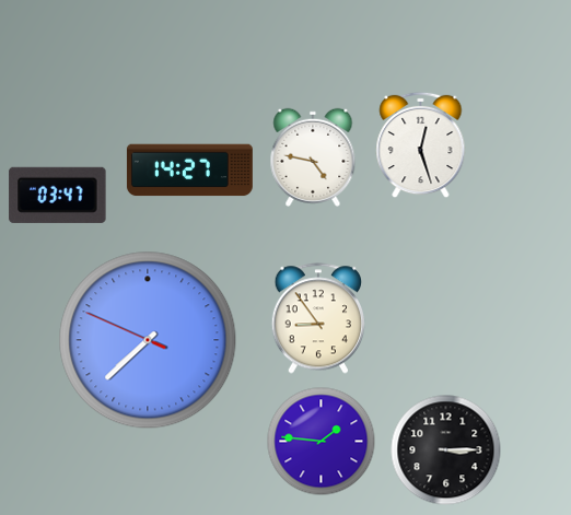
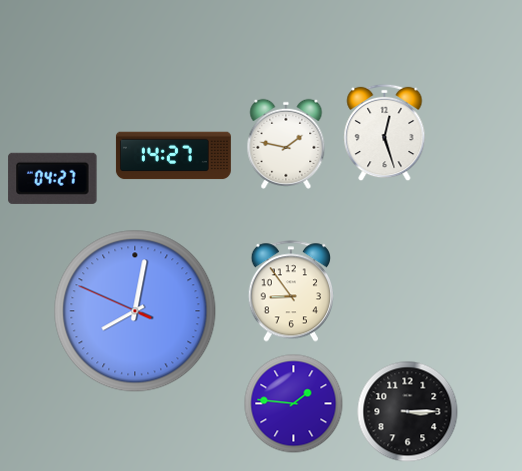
clock at (313, 157): 4:47 -> 1:47
clock at (58, 195): 03:47 -> 04:27
clock at (148, 340): 7:37 -> 8:01
